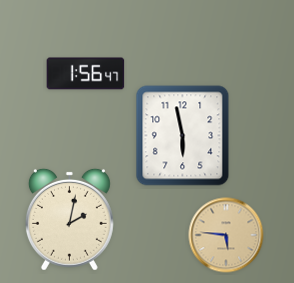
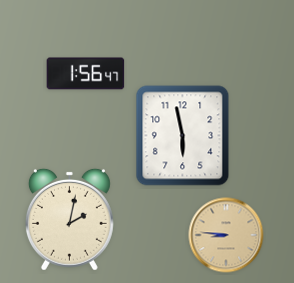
clock at (226, 235): 5:46 -> 8:46
